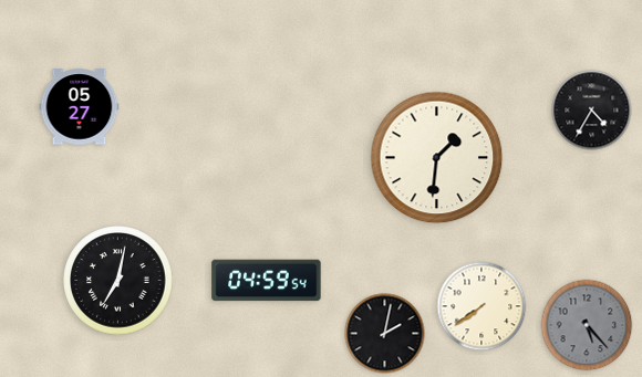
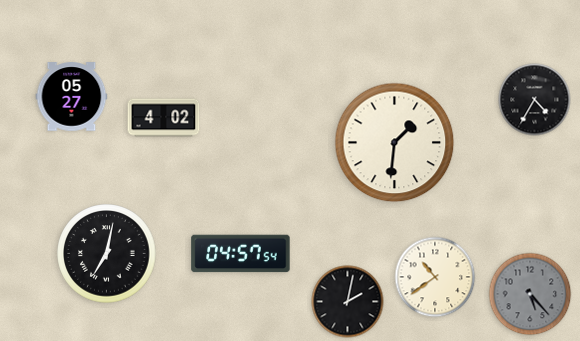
clock at (164, 118): none -> 4:02
clock at (267, 281): 04:59 -> 04:57
clock at (482, 306): 7:39 -> 10:39
